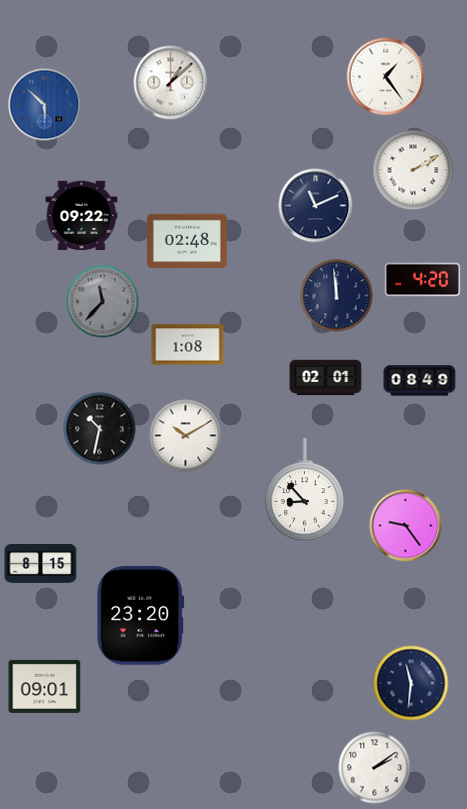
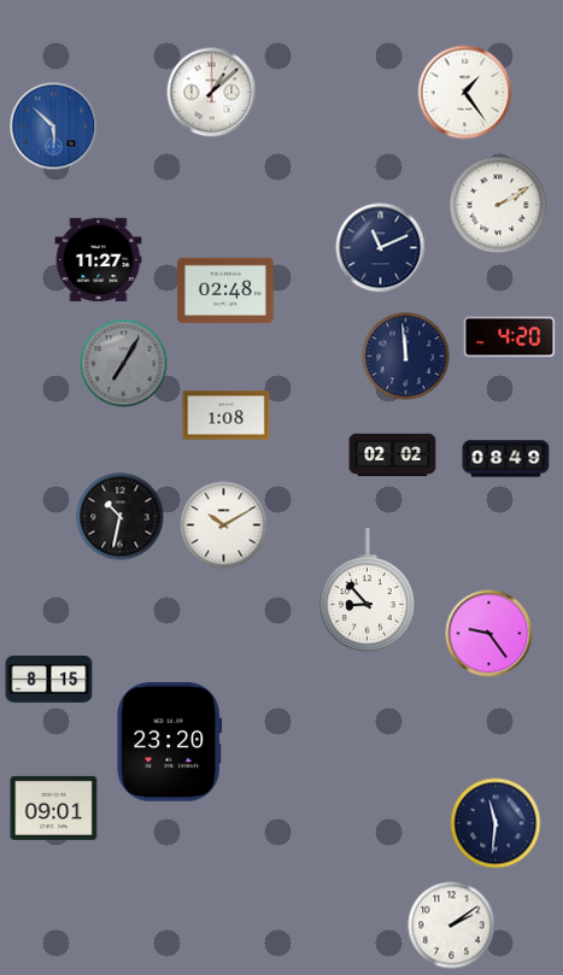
clock at (171, 83) position: (171, 83) -> (212, 93)
clock at (82, 216): 09:22 -> 11:27
clock at (103, 302): 11:37 -> 7:05
clock at (326, 378): 02:01 -> 02:02
clock at (45, 686) position: (45, 686) -> (54, 807)
